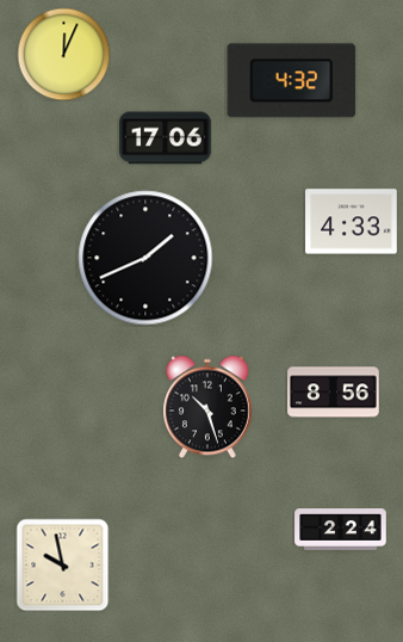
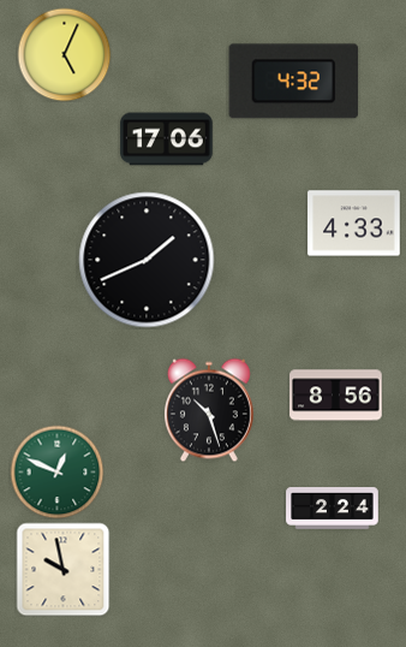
clock at (63, 54): 12:04 -> 5:04
clock at (56, 471): none -> 12:49
clock at (341, 530) position: (341, 530) -> (333, 509)
